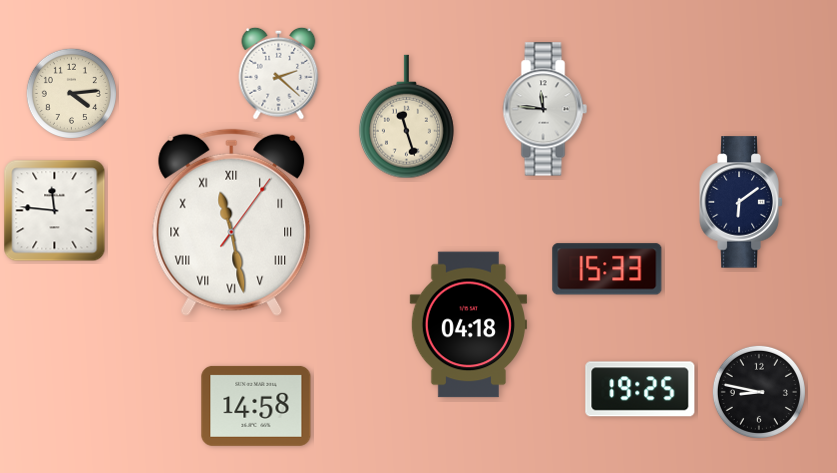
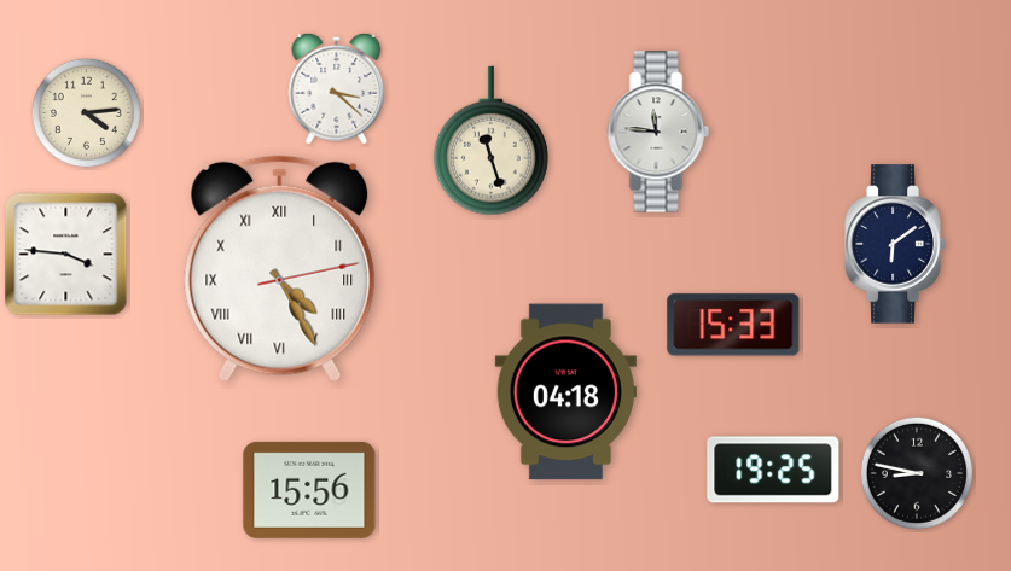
clock at (279, 73): 2:22 -> 3:22
clock at (55, 211): 11:46 -> 3:46
clock at (232, 223): 11:28 -> 4:25
clock at (256, 406): 14:58 -> 15:56
